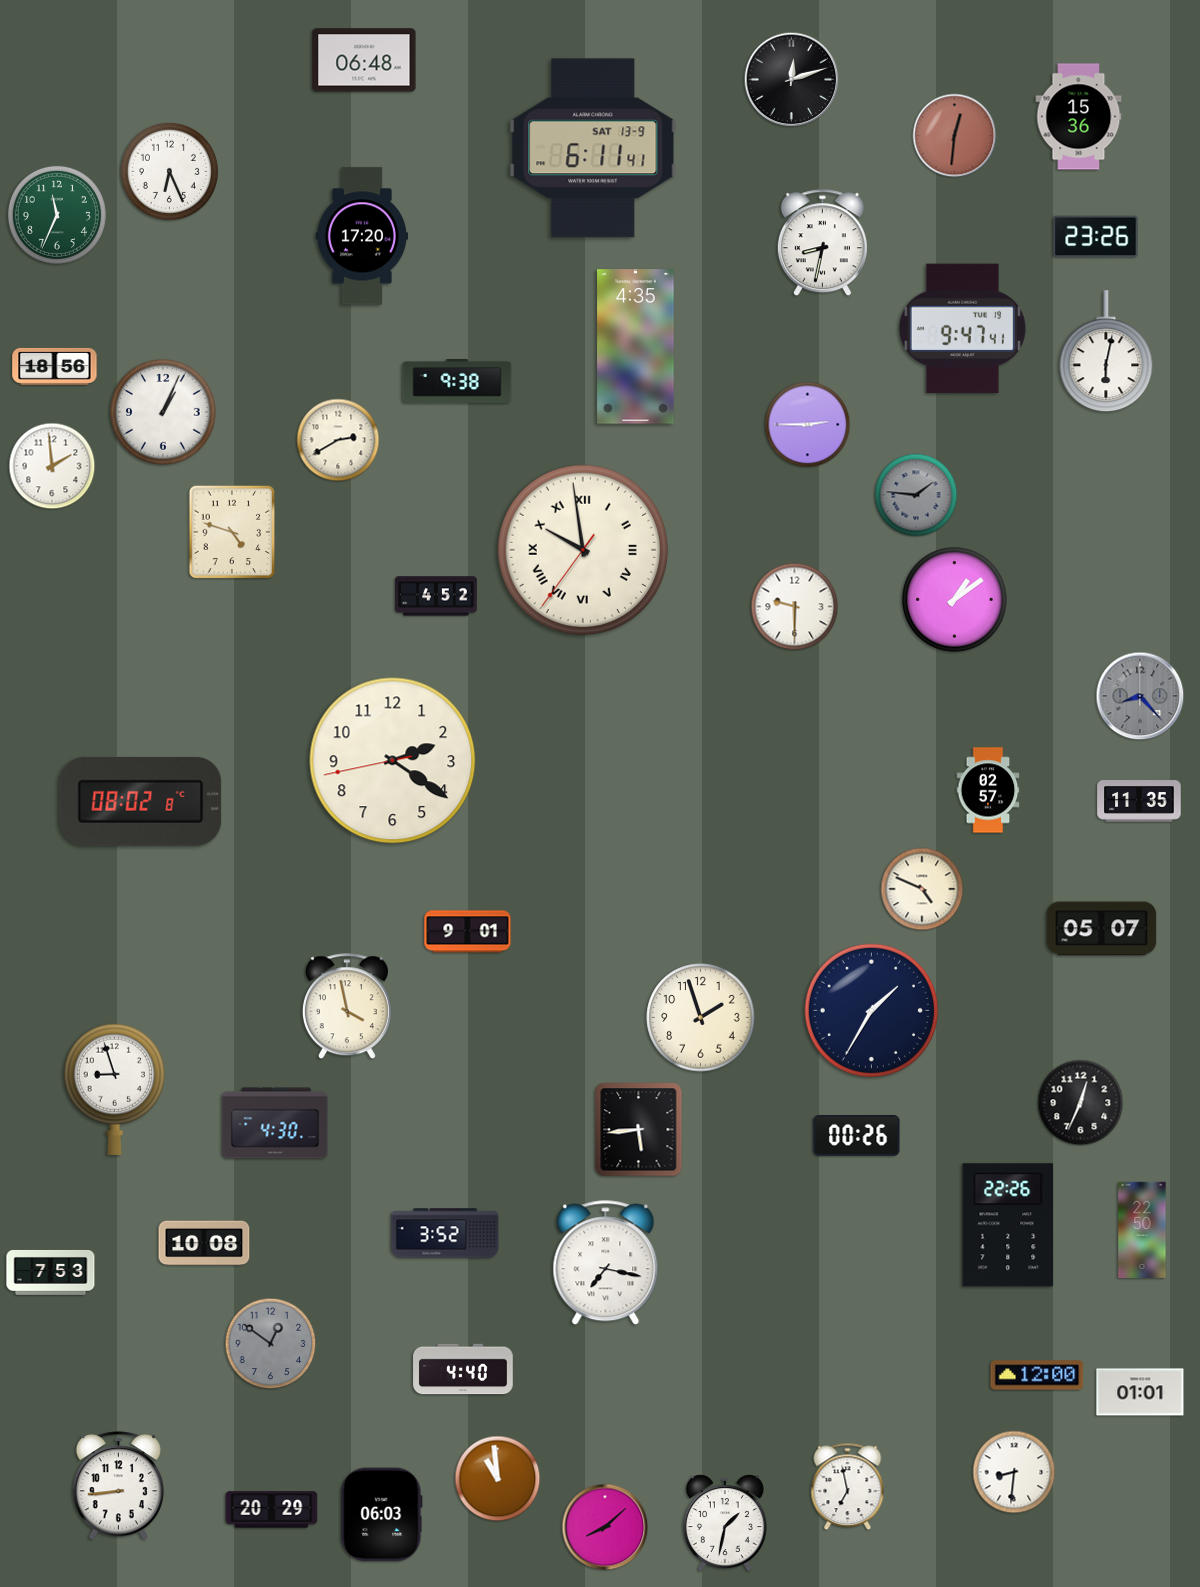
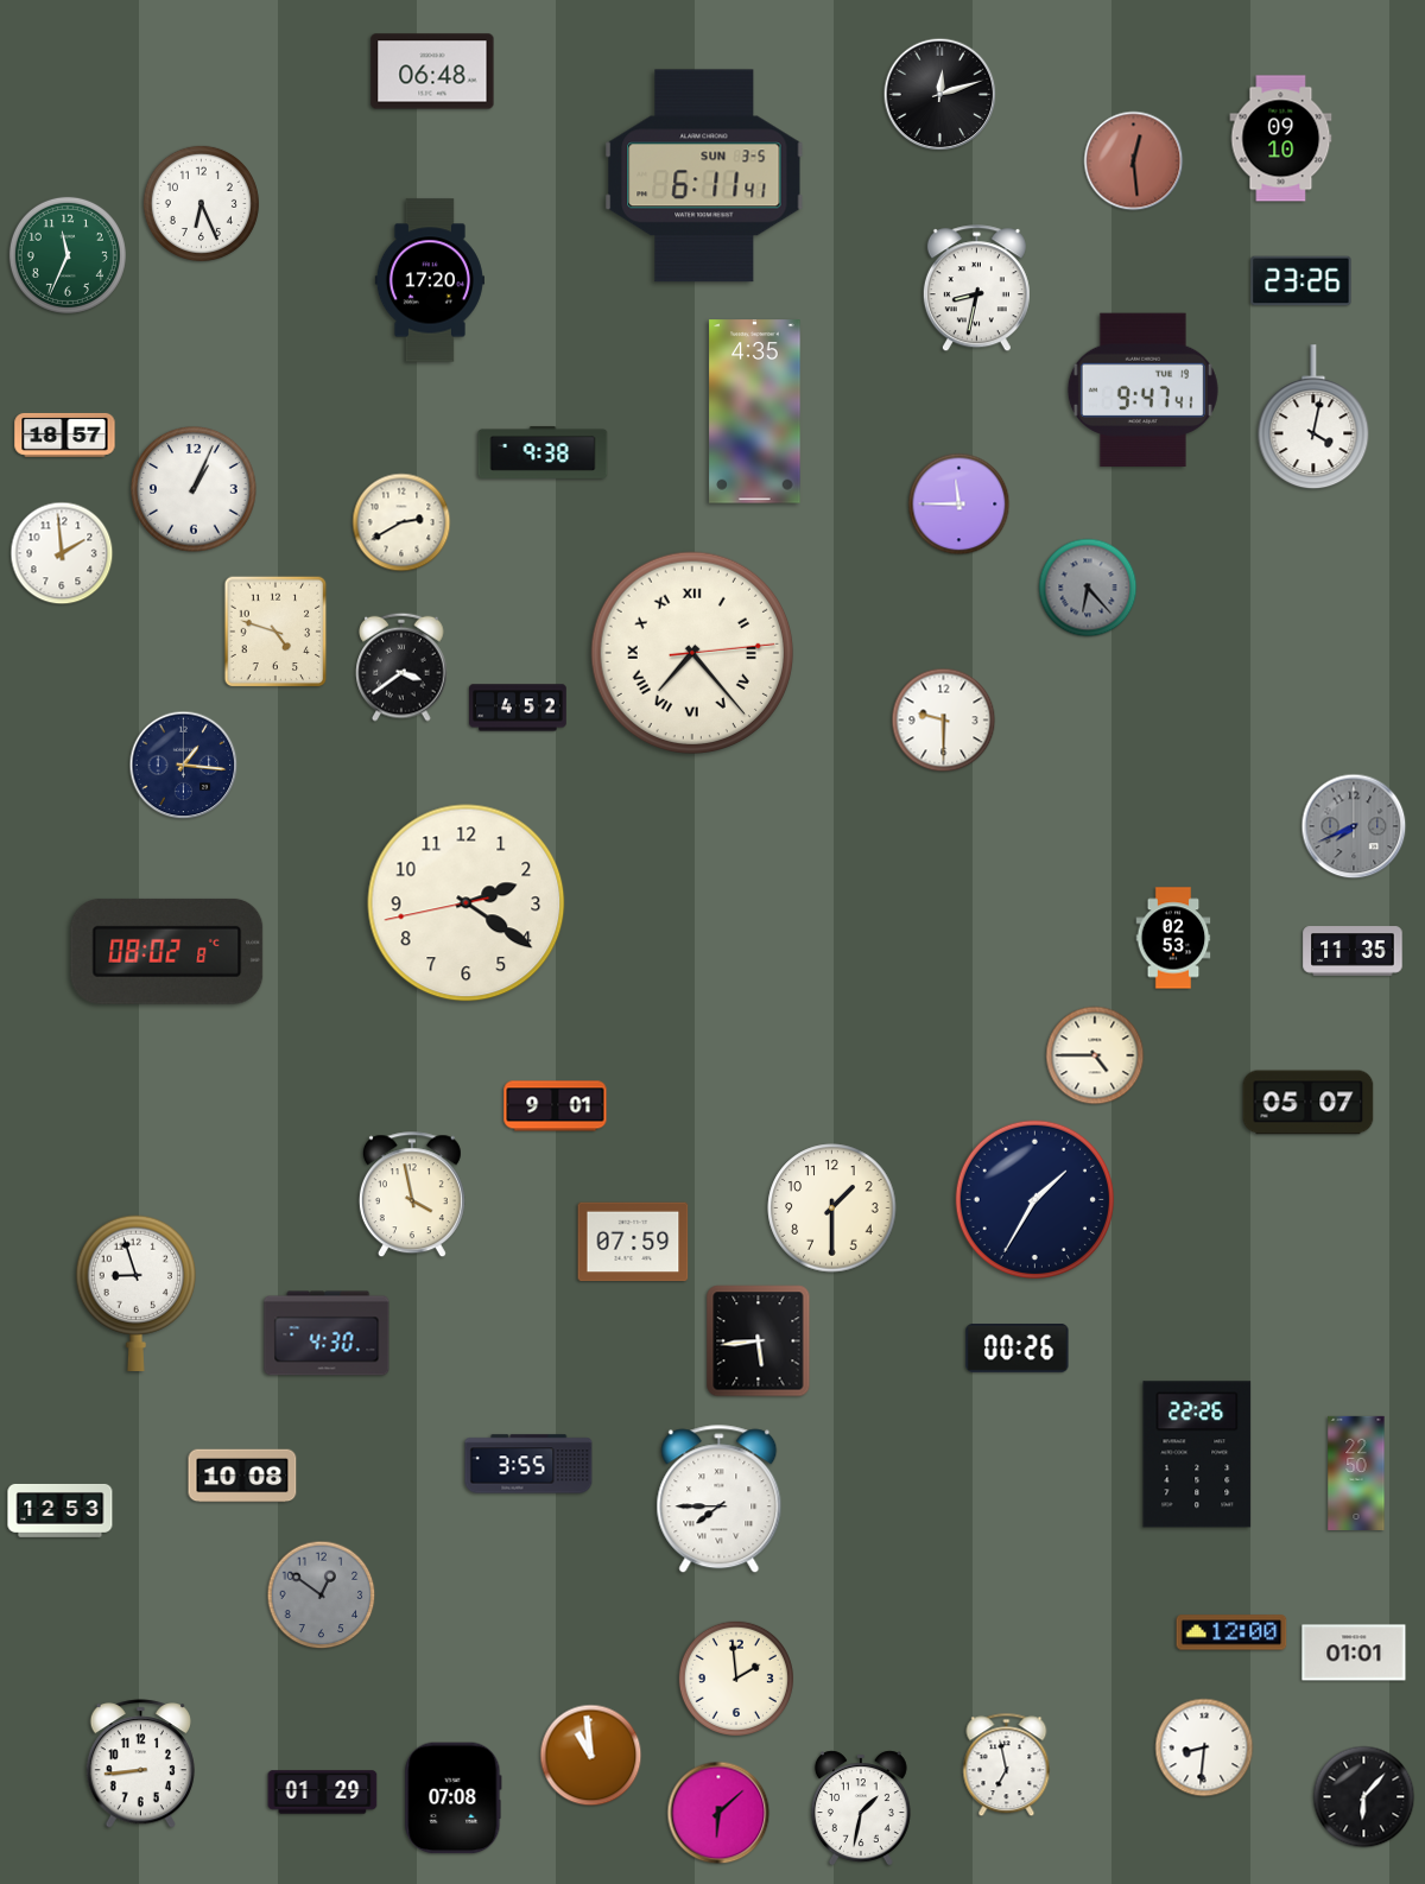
clock at (1079, 117): 15:36 -> 09:10
clock at (955, 136): 12:31 -> 12:29
clock at (593, 148) date: SAT 13-9 -> SUN 3-5
clock at (1106, 352): 6:02 -> 4:02
clock at (55, 366): 18:56 -> 18:57
clock at (808, 425): 2:45 -> 11:45
clock at (916, 495): 1:46 -> 6:23
clock at (582, 549): 9:58 -> 7:23
clock at (401, 667): none -> 3:39
clock at (955, 600): 1:09 -> none
clock at (184, 766): none -> 1:16
clock at (1140, 696): 8:23 -> 7:41
clock at (988, 790): 02:57 -> 02:53
clock at (922, 889): 4:49 -> 4:45
clock at (701, 1018): 1:57 -> 1:30
clock at (633, 1242): none -> 07:59
clock at (1081, 1103): 12:34 -> none
clock at (1142, 1229) position: (1142, 1229) -> (1356, 1472)
clock at (445, 1233): 3:52 -> 3:55
clock at (606, 1263): 7:17 -> 7:45
clock at (51, 1272): 7:53 -> 12:53
clock at (463, 1369): 4:40 -> none
clock at (736, 1679): none -> 1:59
clock at (272, 1510): 20:29 -> 01:29
clock at (1364, 1797): none -> 6:07
clock at (382, 1515): 06:03 -> 07:08
clock at (605, 1527): 8:08 -> 6:08
